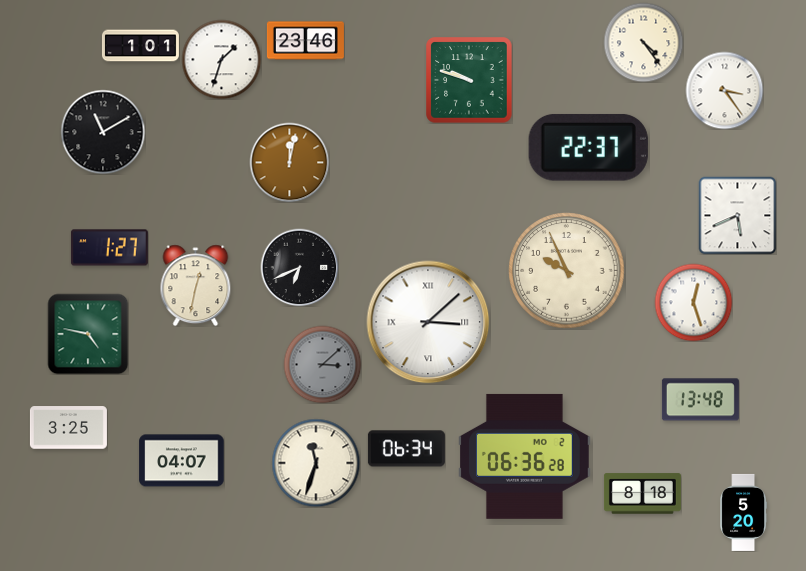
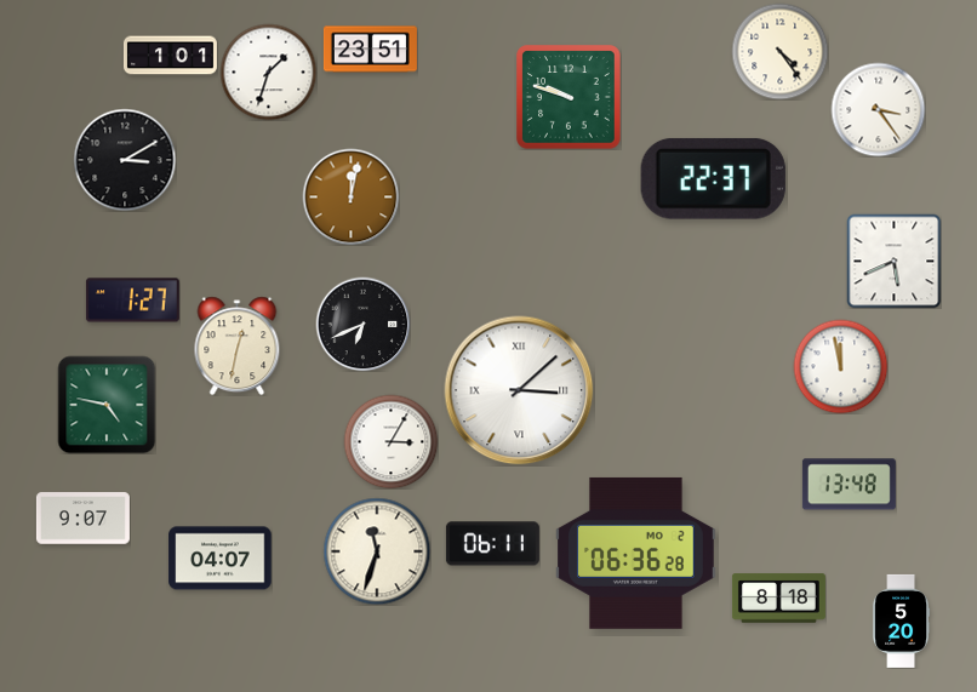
clock at (305, 41): 23:46 -> 23:51
clock at (103, 132): 11:10 -> 3:10
clock at (567, 271): 9:56 -> none
clock at (693, 302): 12:27 -> 11:58
clock at (322, 364): 3:08 -> 3:05
clock at (322, 364) dial: grey -> white
clock at (68, 428): 3:25 -> 9:07
clock at (406, 449): 06:34 -> 06:11
clock at (316, 463) position: (316, 463) -> (377, 551)
